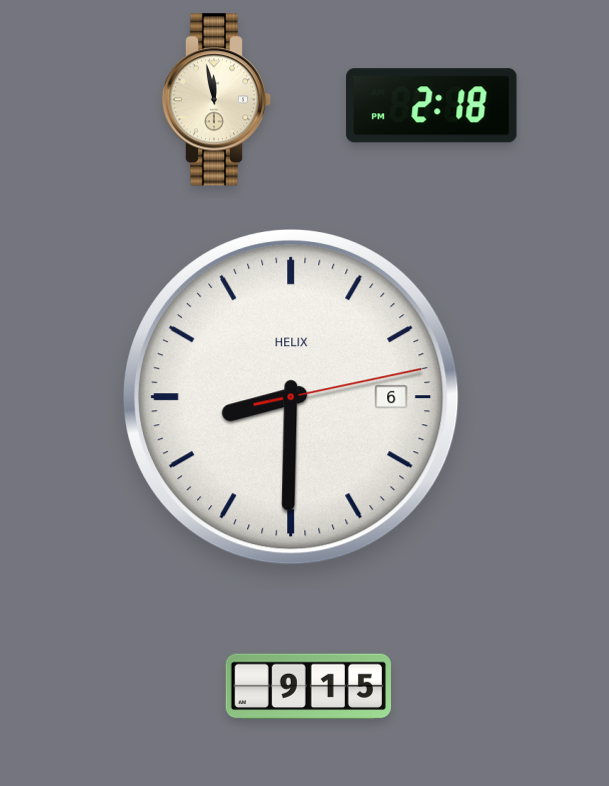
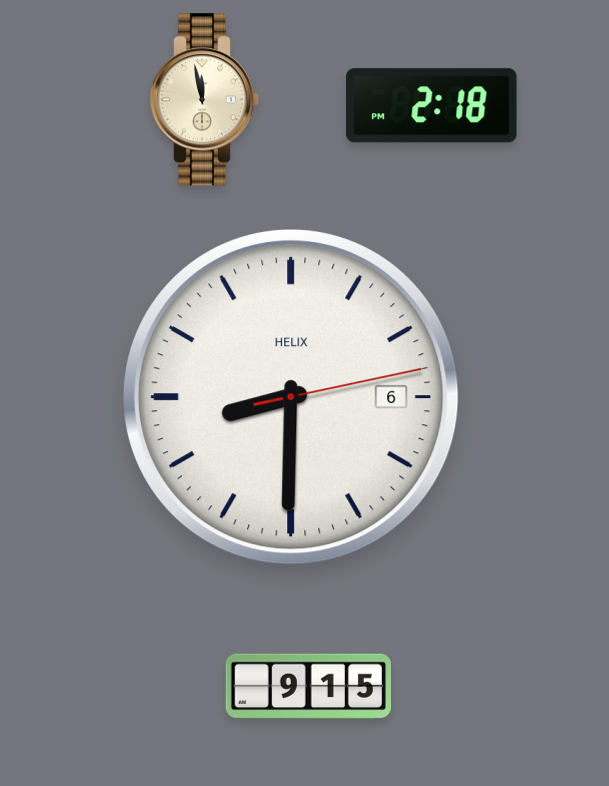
clock at (217, 100) position: (217, 100) -> (205, 100)
